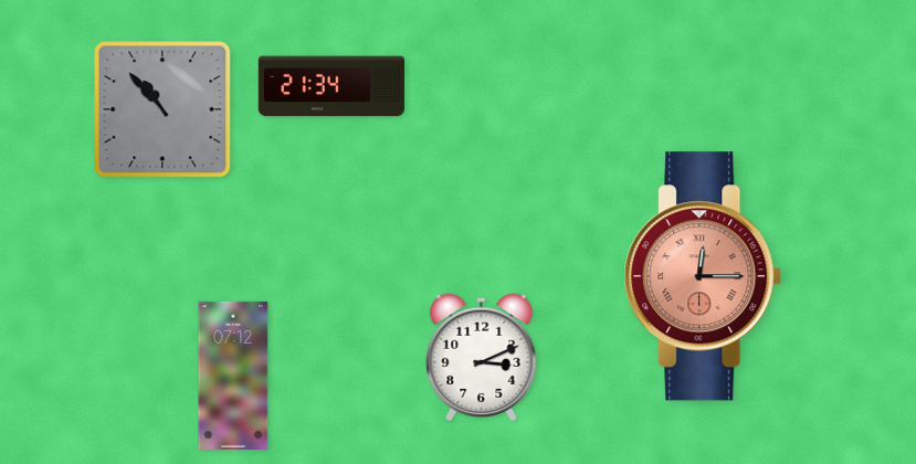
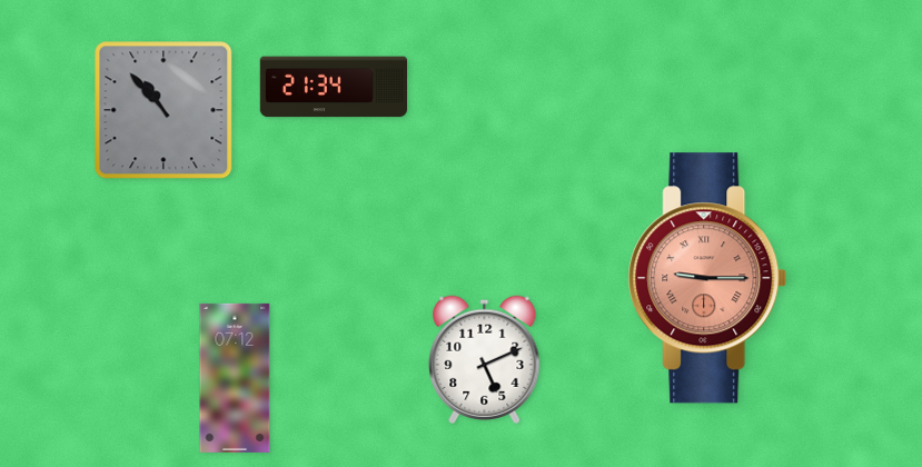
clock at (703, 276): 12:15 -> 9:15
clock at (482, 357): 3:11 -> 5:11
